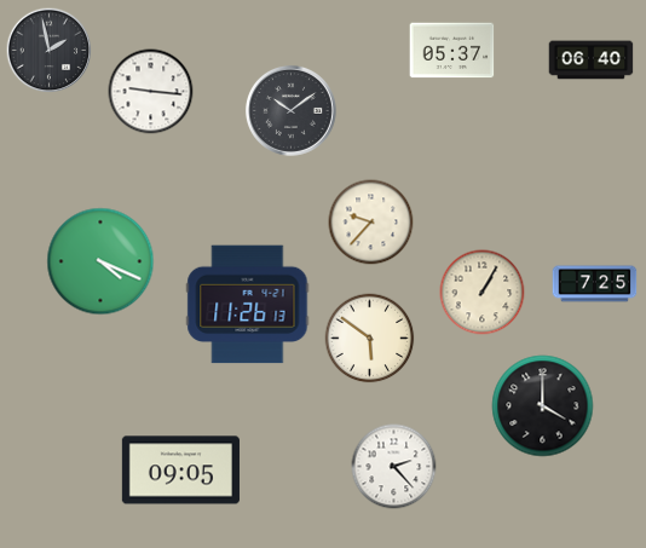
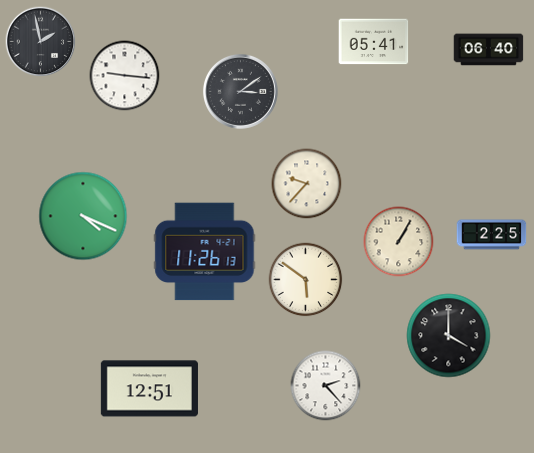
clock at (452, 51): 05:37 -> 05:41
clock at (290, 110): 10:09 -> 3:09
clock at (595, 284): 7:25 -> 2:25
clock at (180, 471): 09:05 -> 12:51
